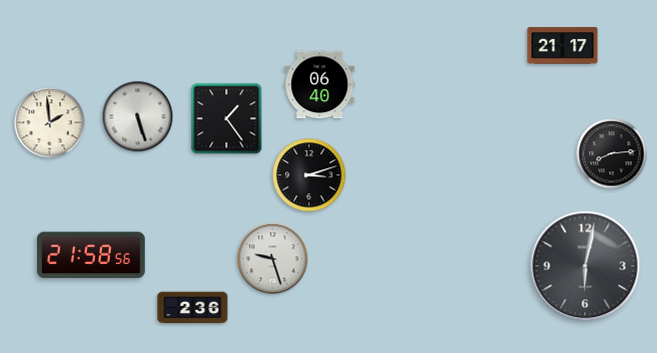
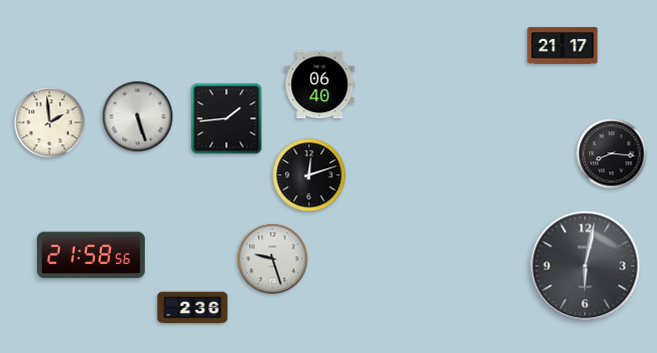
clock at (227, 119): 1:24 -> 1:44
clock at (612, 154): 8:14 -> 8:16
clock at (309, 175): 3:12 -> 12:12
